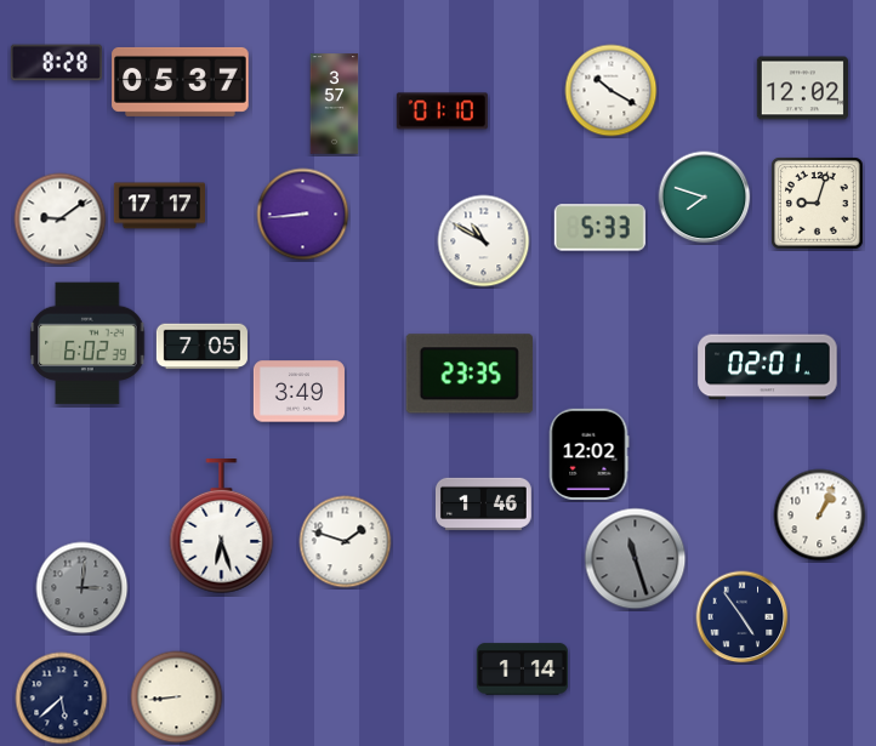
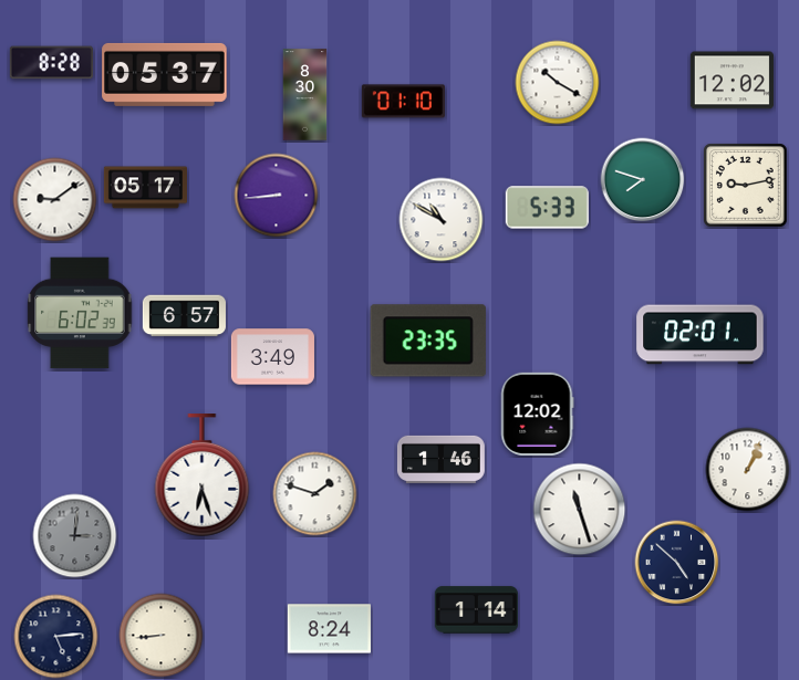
clock at (56, 63) position: (56, 63) -> (51, 63)
clock at (335, 104): 3:57 -> 8:30
clock at (818, 204): 9:03 -> 9:13
clock at (159, 206): 17:17 -> 05:17
clock at (201, 347): 7:05 -> 6:57
clock at (222, 528) position: (222, 528) -> (203, 477)
clock at (636, 559) dial: grey -> white
clock at (743, 617): 4:54 -> 4:52
clock at (329, 629): none -> 8:24
clock at (62, 699): 5:38 -> 5:14
